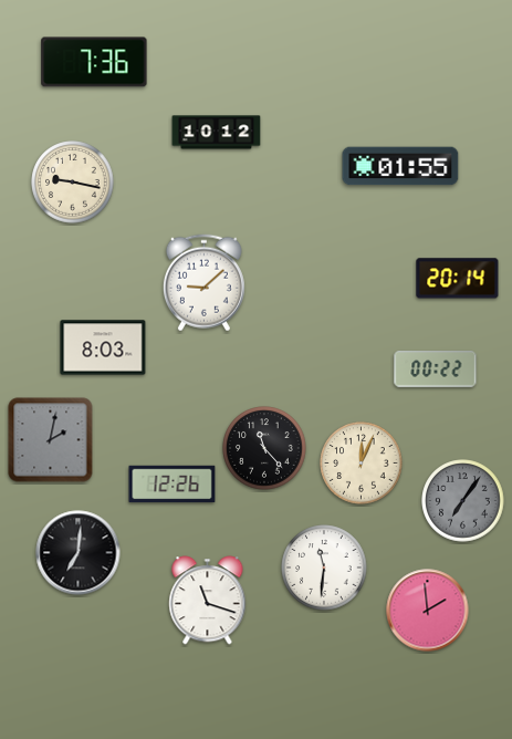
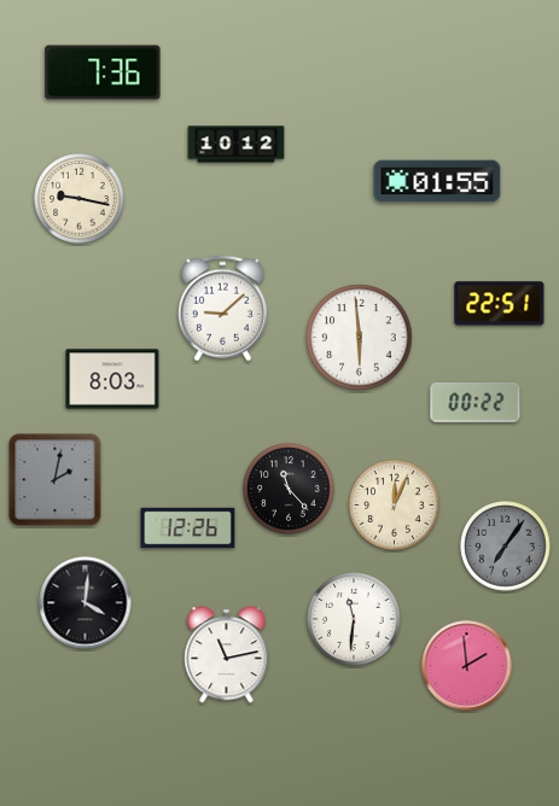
clock at (94, 62) position: (94, 62) -> (103, 72)
clock at (458, 279): 20:14 -> 22:51
clock at (360, 338): none -> 5:59
clock at (79, 553): 7:01 -> 4:01
clock at (208, 601): 11:18 -> 11:13
